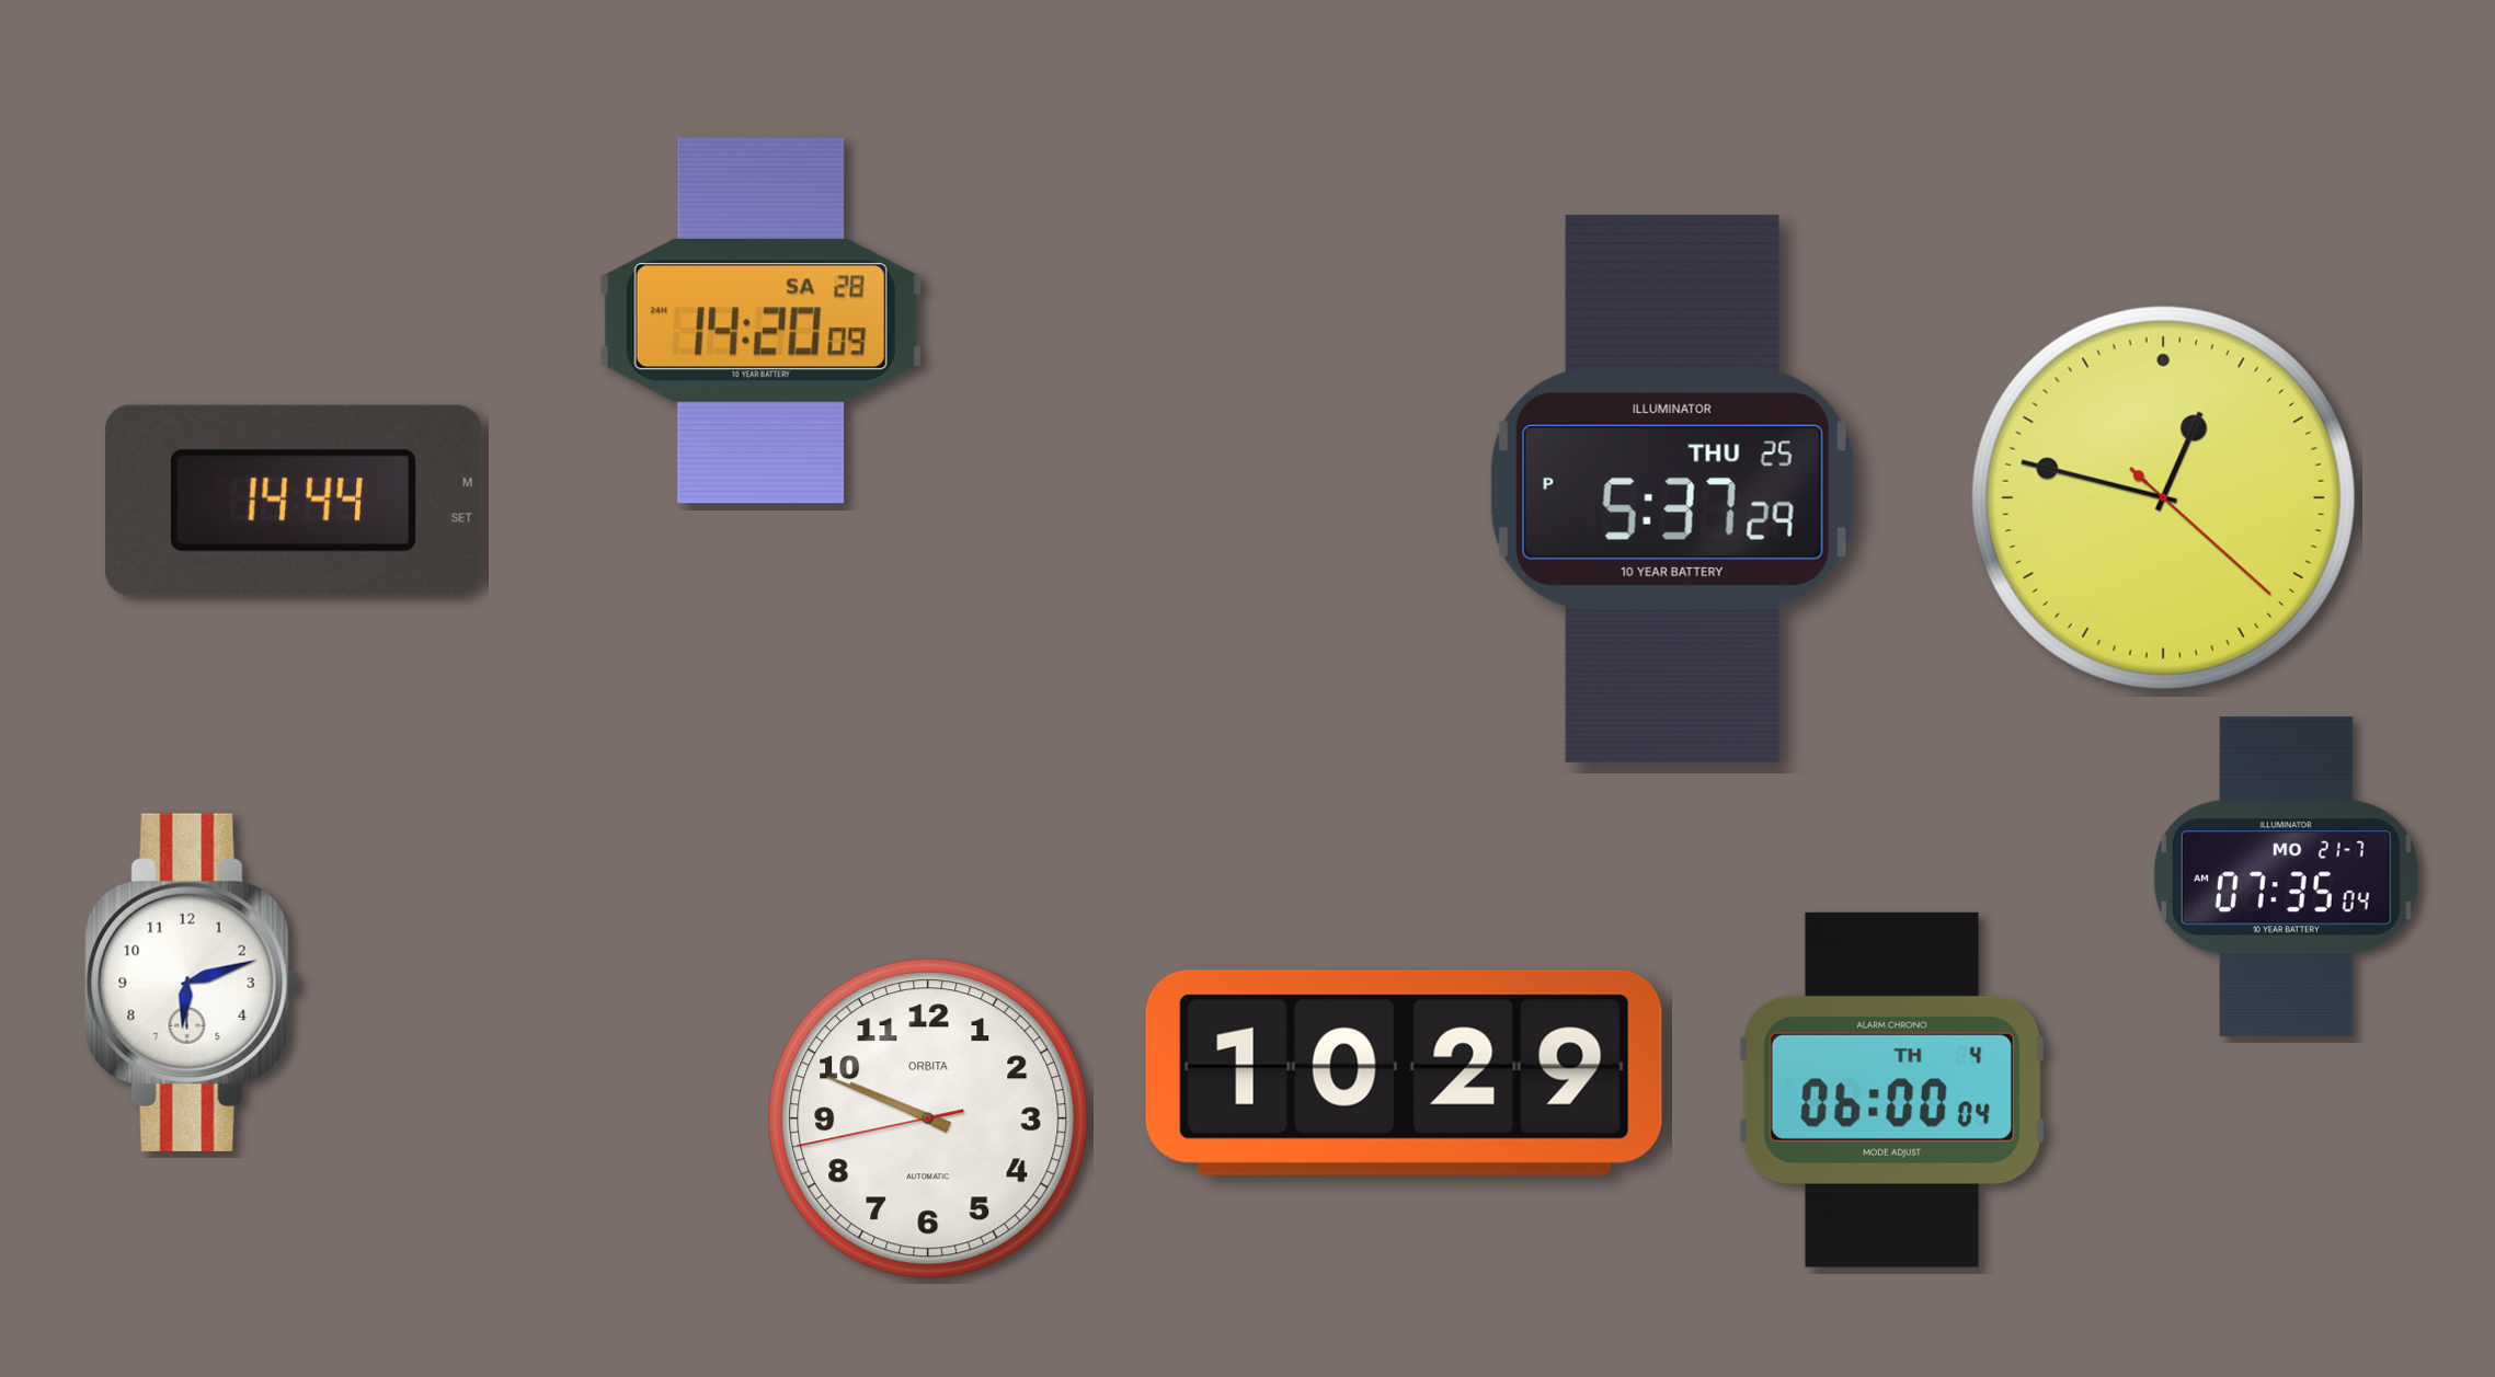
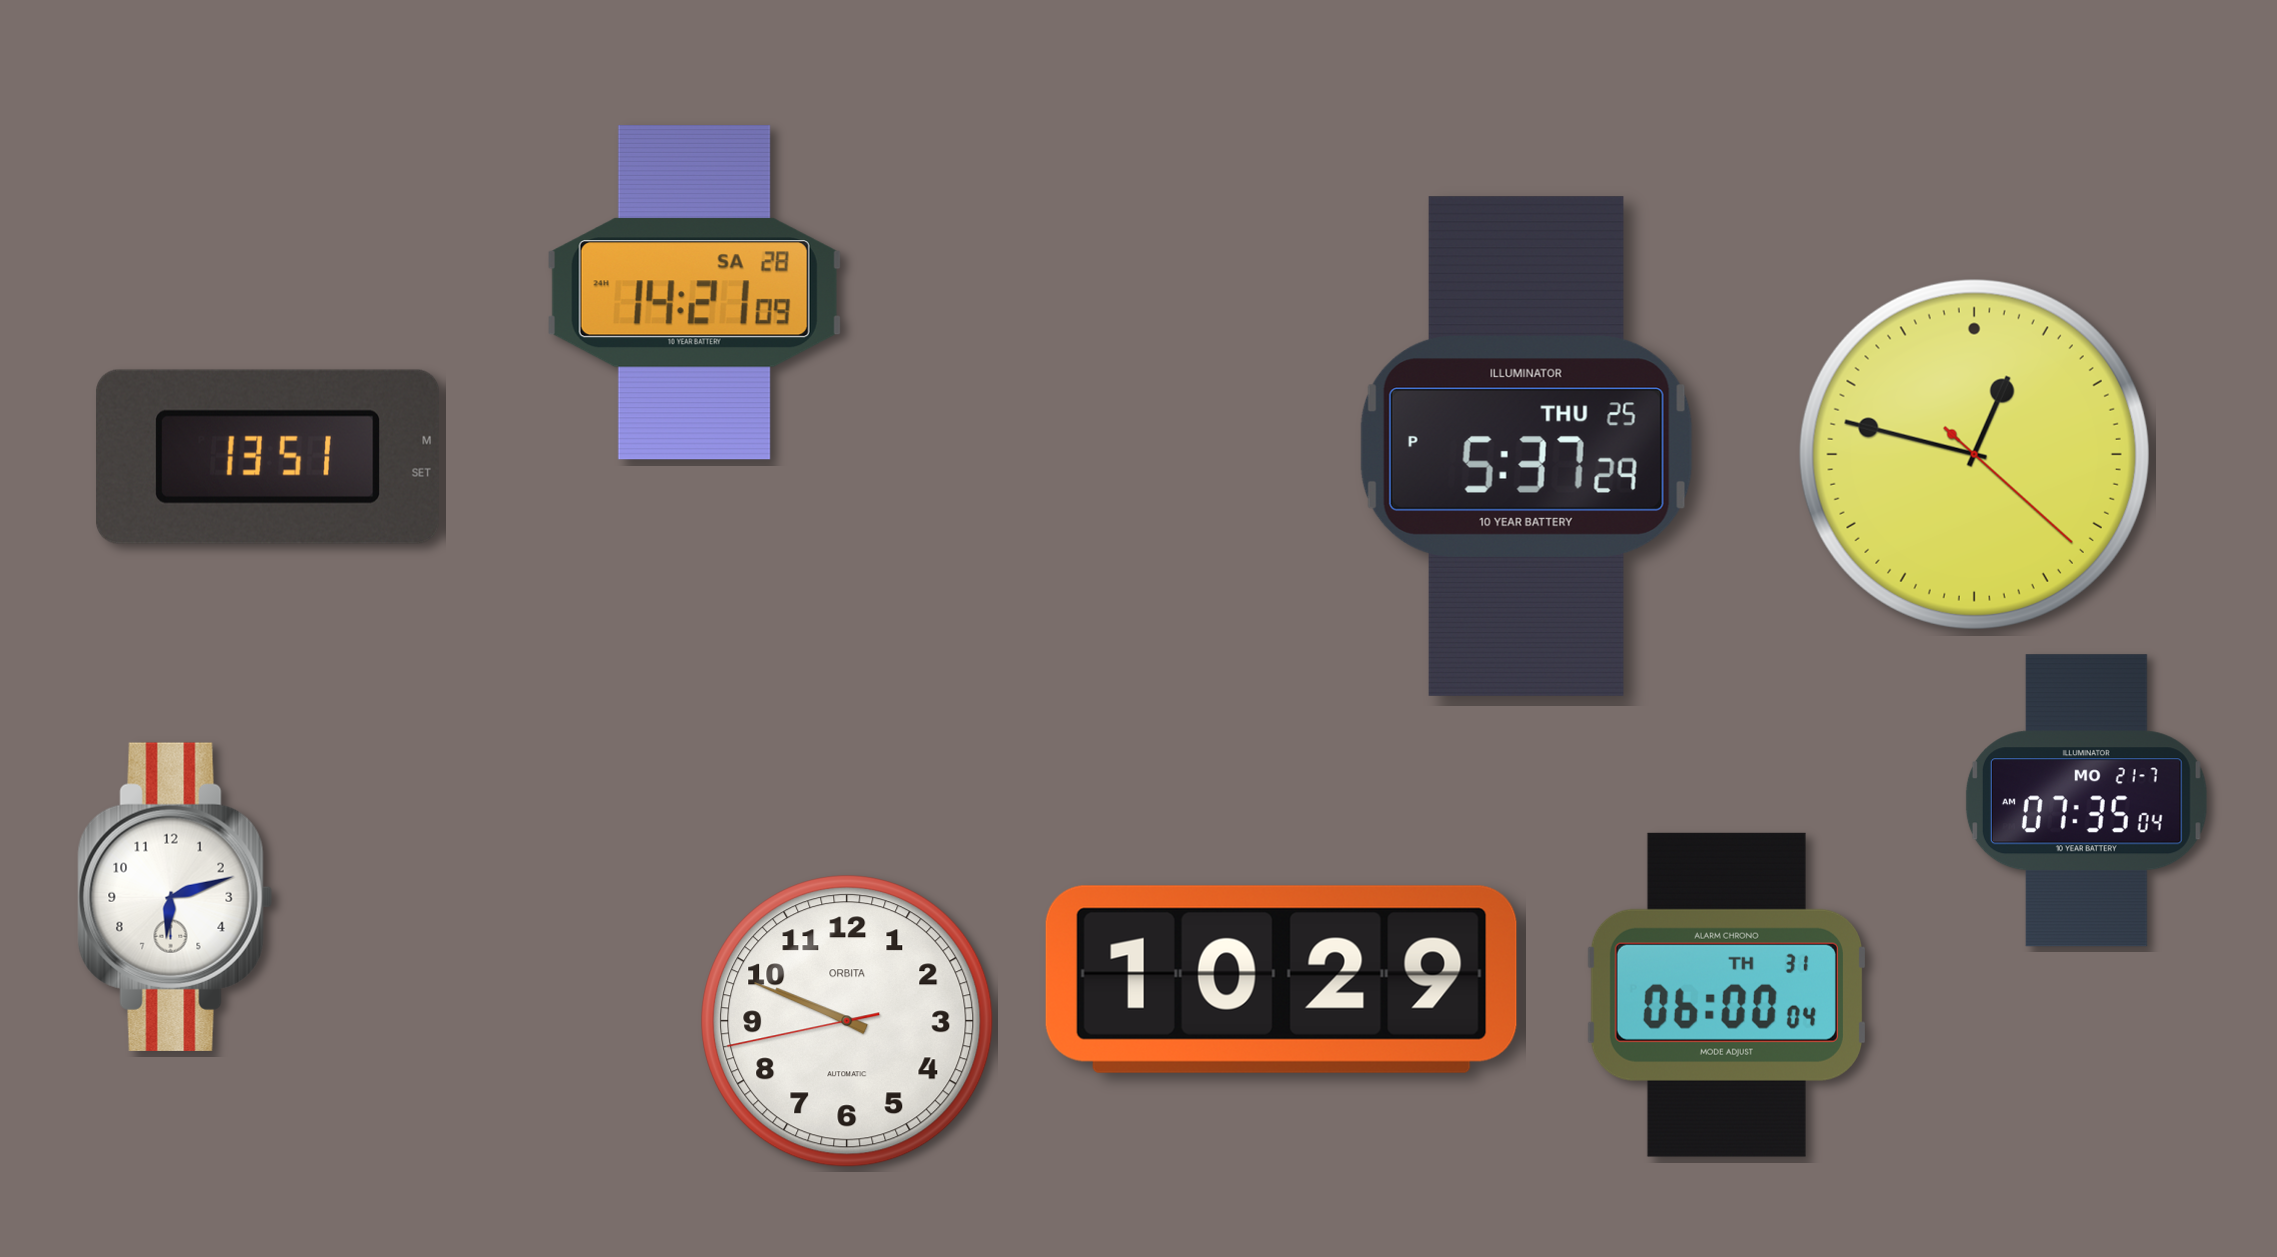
clock at (760, 320): 14:20 -> 14:21
clock at (293, 501): 14:44 -> 13:51
clock at (1891, 1090) date: TH 4 -> TH 31
